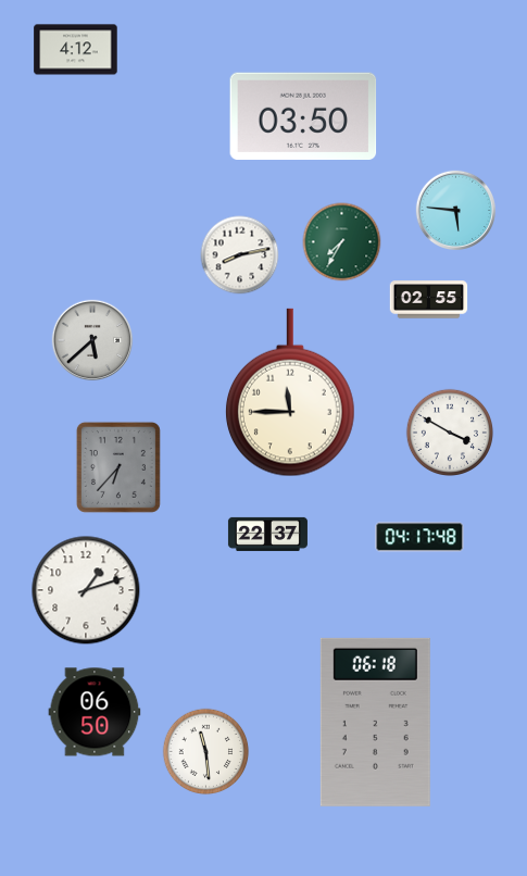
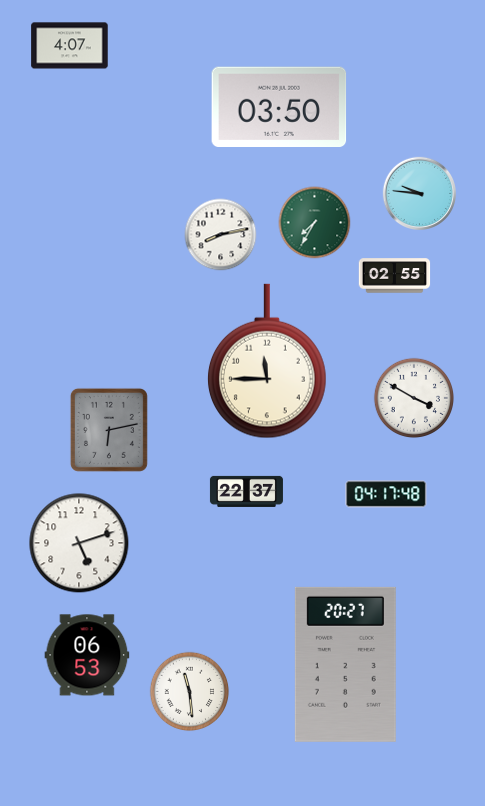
clock at (76, 50): 4:12 -> 4:07
clock at (456, 211): 5:46 -> 9:46
clock at (91, 339): 5:38 -> none
clock at (118, 467): 6:37 -> 6:13
clock at (86, 590): 1:12 -> 5:12
clock at (95, 712): 06:50 -> 06:53
clock at (375, 722): 06:18 -> 20:27
